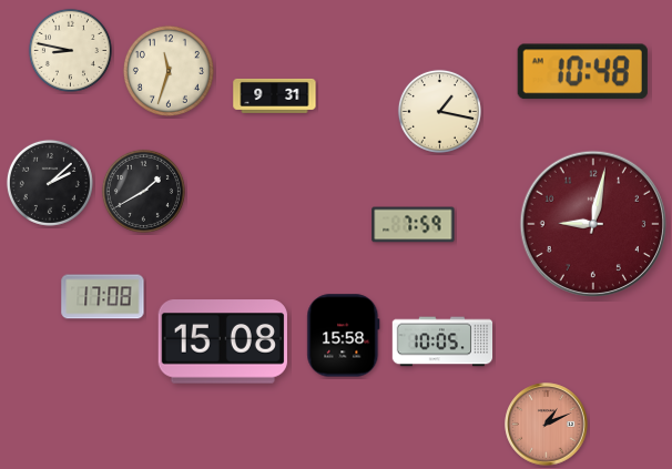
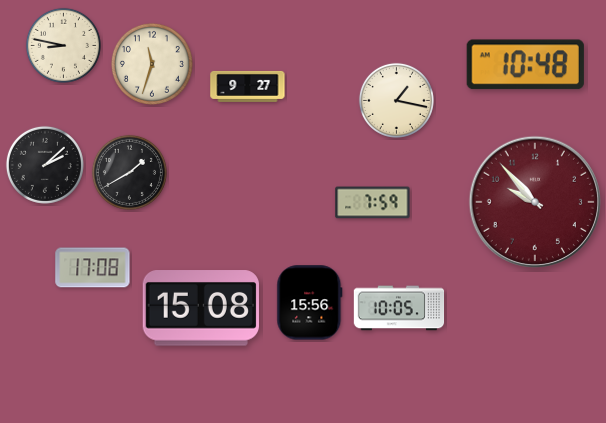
clock at (275, 95): 9:31 -> 9:27
clock at (593, 224): 9:02 -> 9:53
clock at (344, 336): 15:58 -> 15:56
clock at (547, 425): 1:11 -> none
